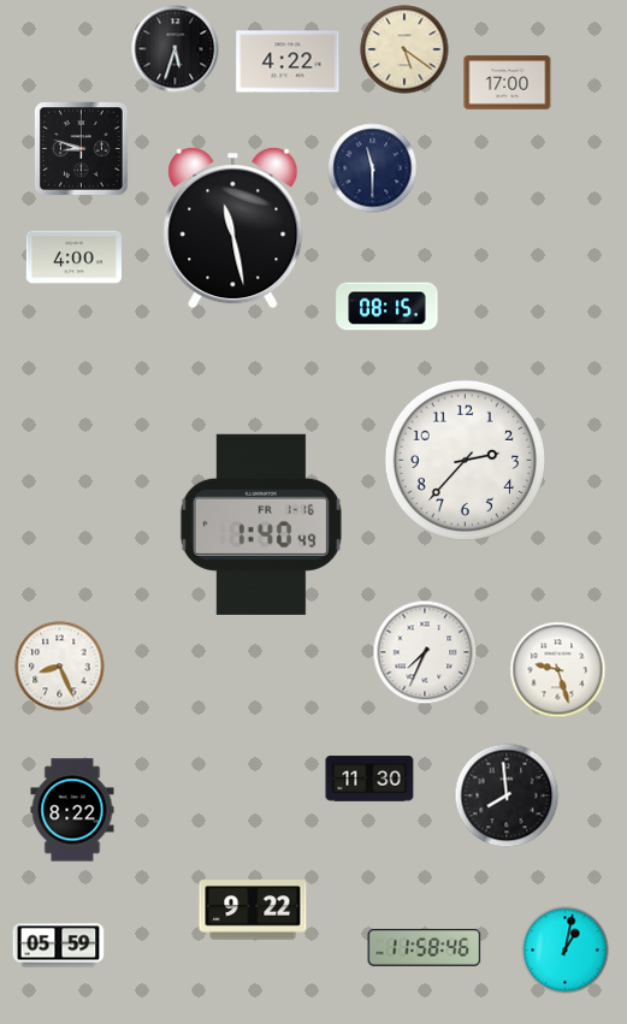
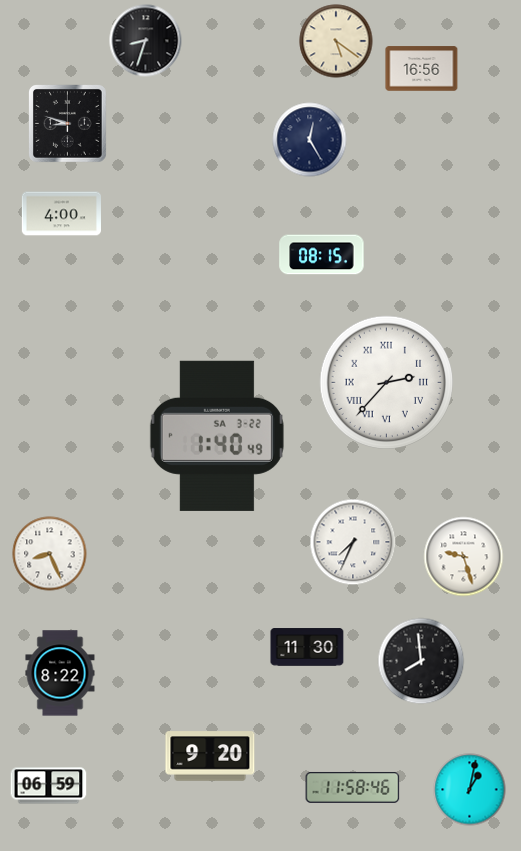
clock at (176, 49): 5:33 -> 8:33
clock at (288, 61): 4:22 -> none
clock at (508, 83): 17:00 -> 16:56
clock at (373, 168): 11:30 -> 12:25
clock at (233, 227): 11:28 -> none
clock at (466, 461) numerals: Arabic -> Roman
clock at (261, 525) date: FR 1-16 -> SA 3-22
clock at (253, 910): 9:22 -> 9:20
clock at (59, 946): 05:59 -> 06:59
